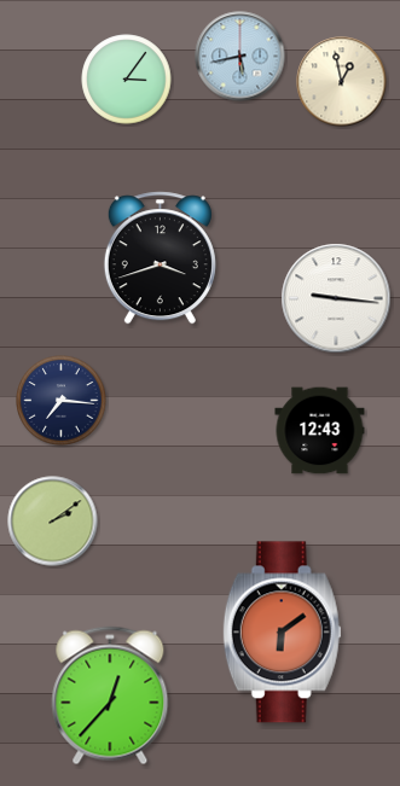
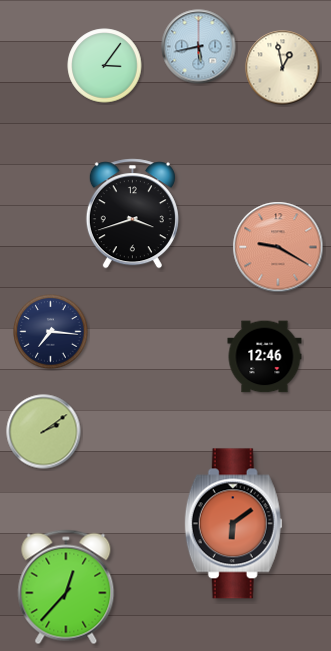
clock at (336, 298): 9:16 -> 9:20
clock at (336, 298) dial: white -> salmon
clock at (320, 431): 12:43 -> 12:46
clock at (110, 695) position: (110, 695) -> (66, 587)
